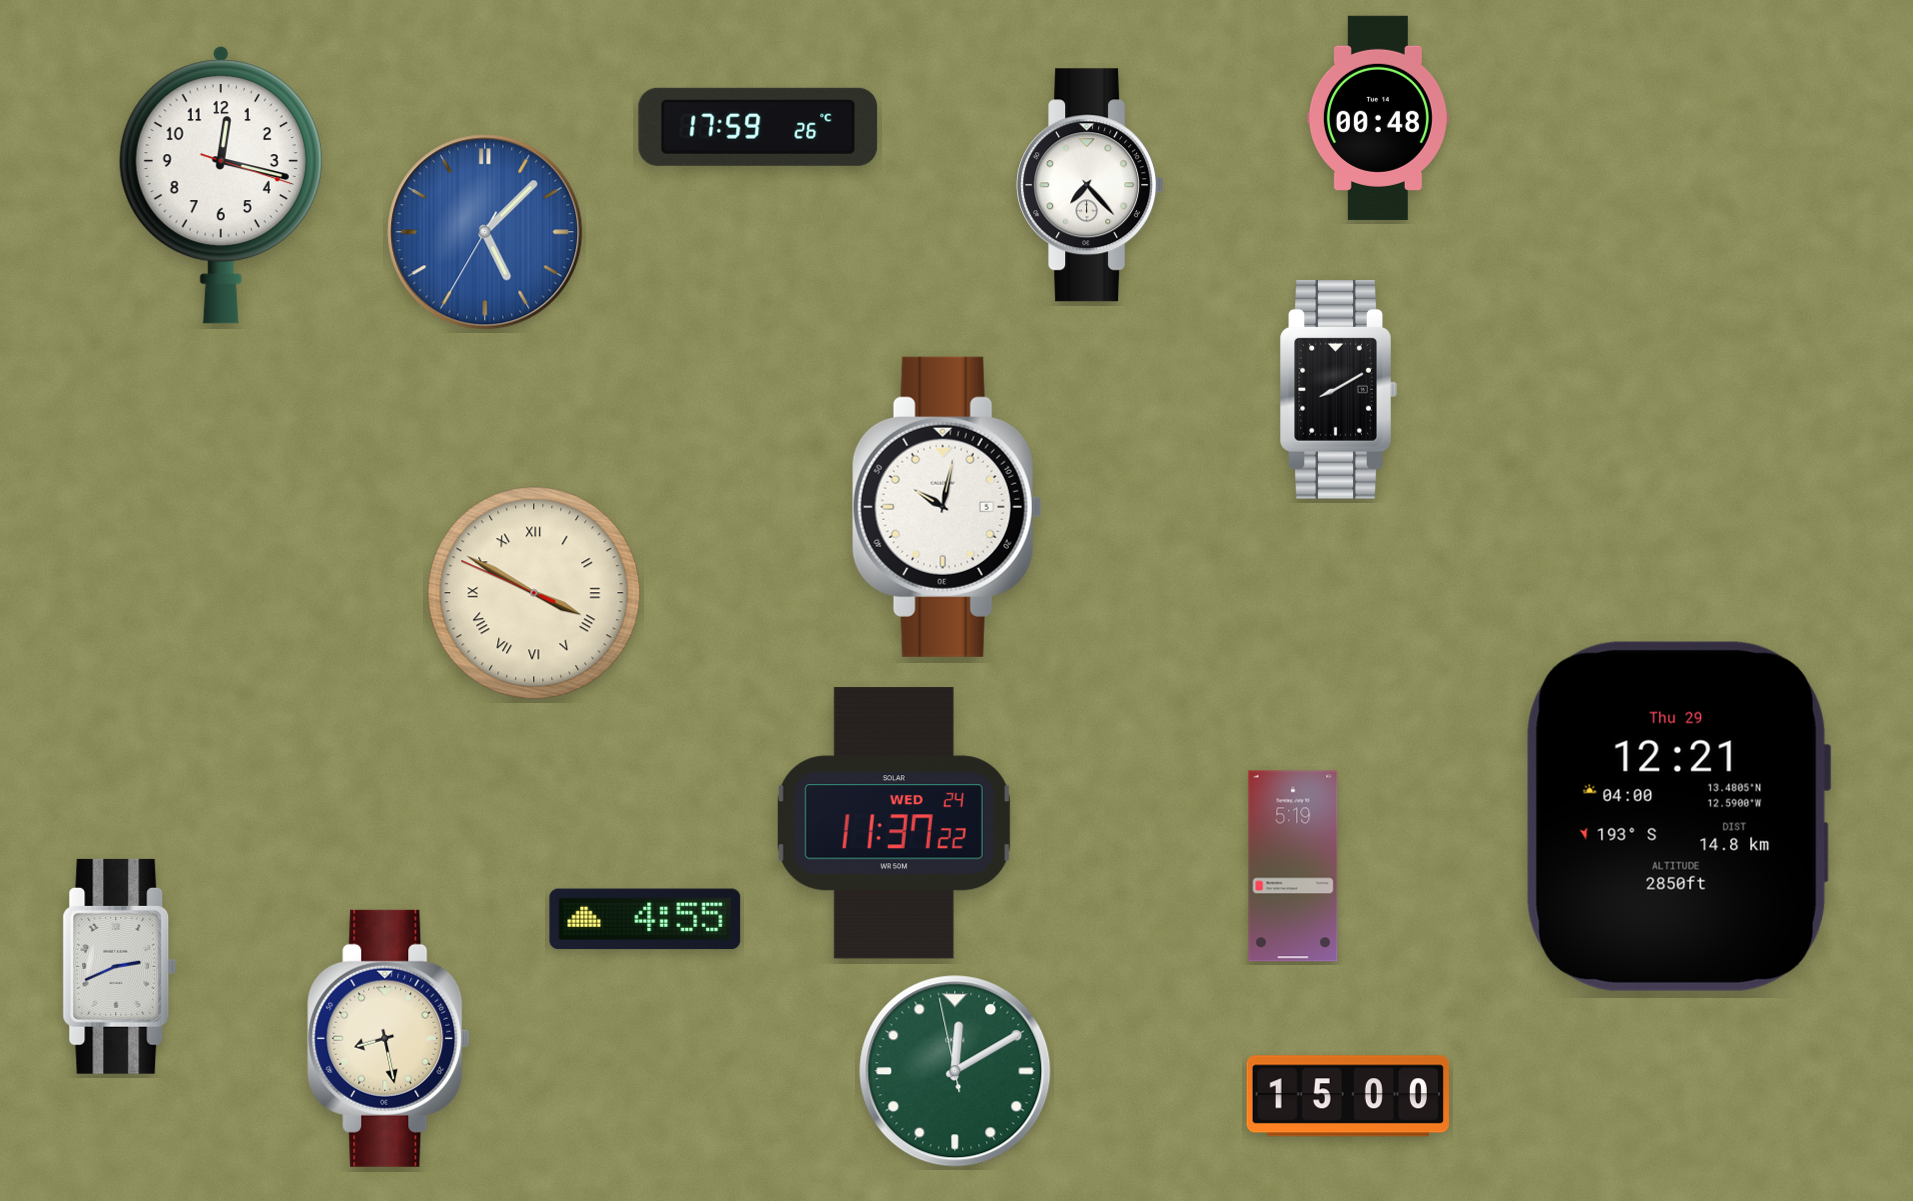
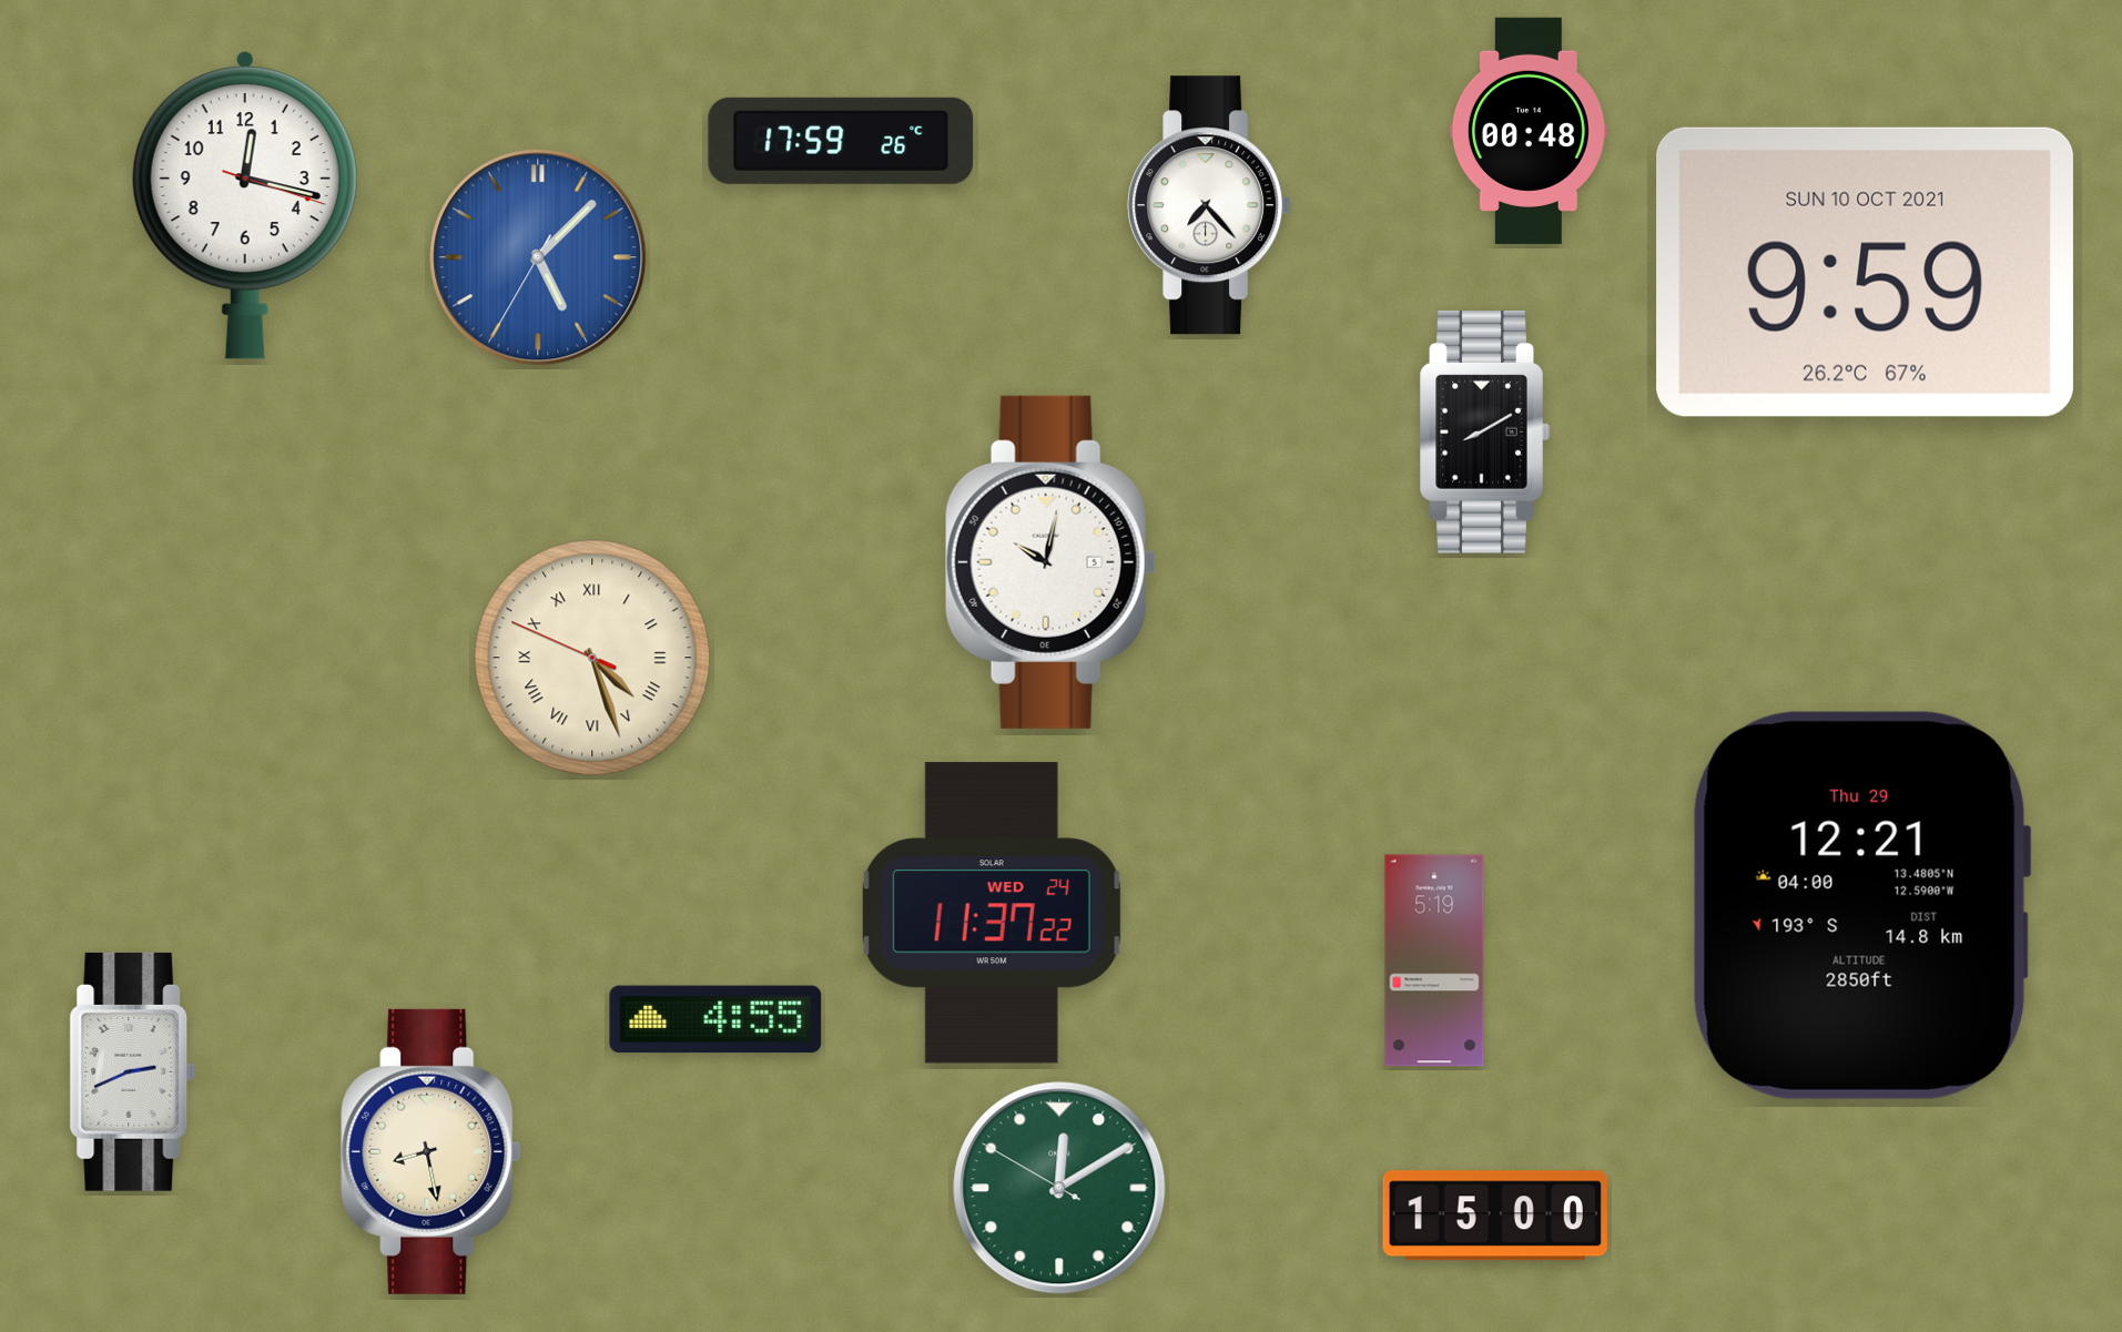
clock at (1865, 272): none -> 9:59
clock at (534, 593): 3:49 -> 4:26
clock at (955, 1071): 12:09:58 -> 12:09:50
